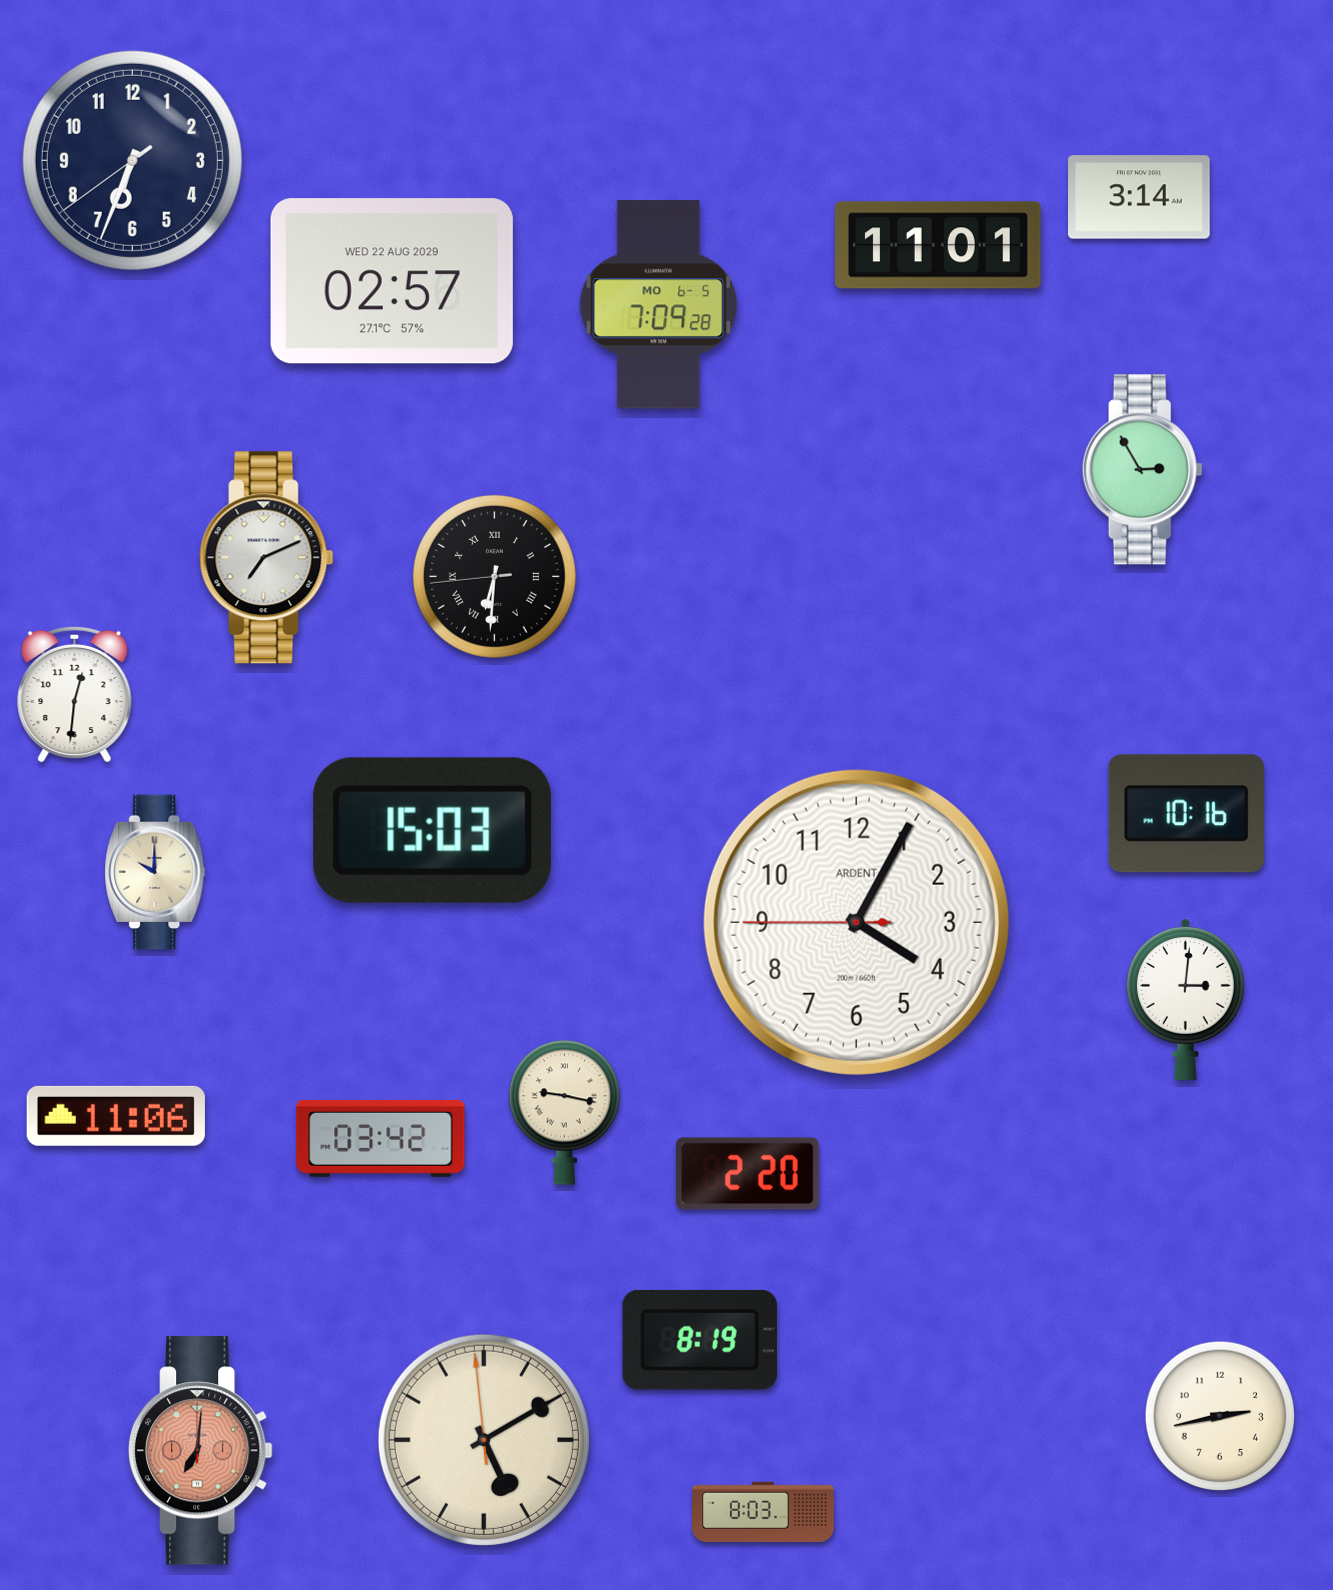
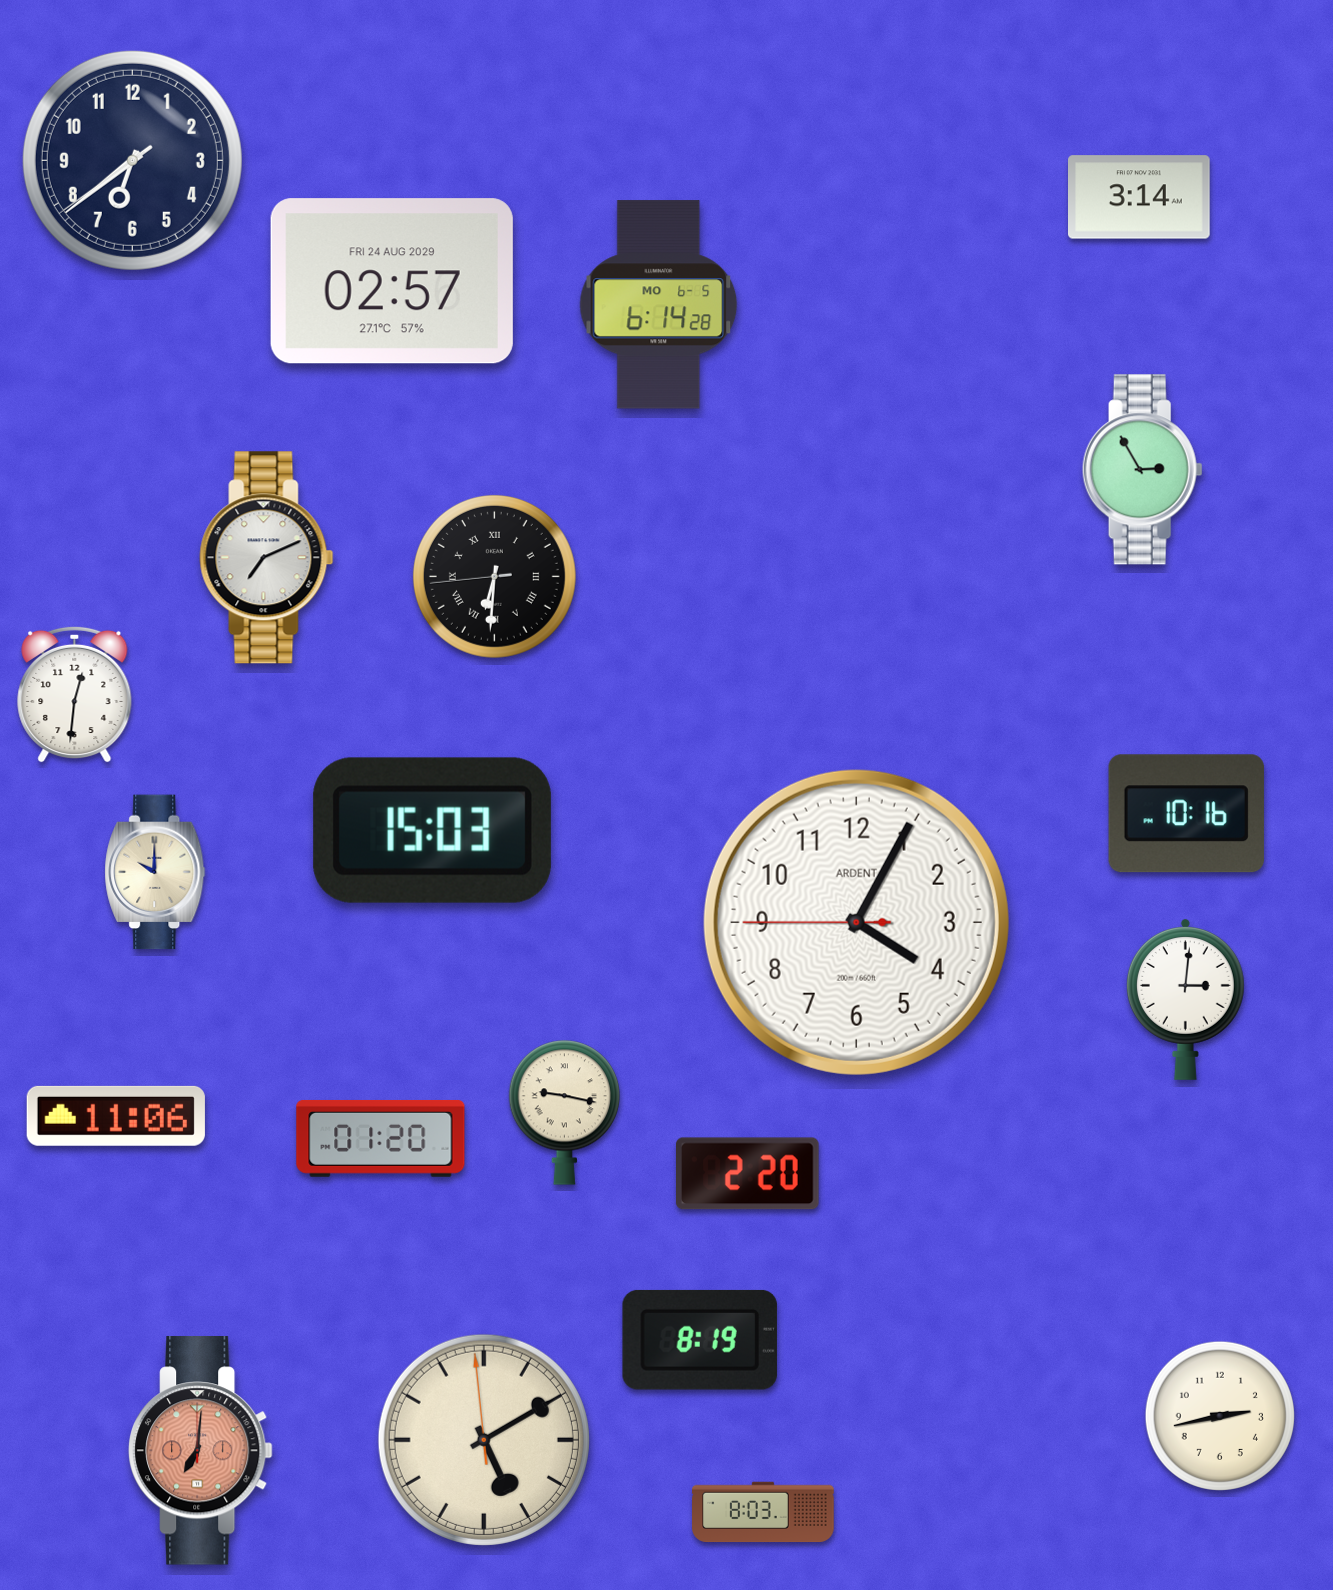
clock at (132, 160): 6:33 -> 6:38
clock at (939, 245): 11:01 -> none
clock at (392, 281) date: WED 22 AUG 2029 -> FRI 24 AUG 2029
clock at (659, 305): 7:09 -> 6:14
clock at (381, 1138): 03:42 -> 01:20
